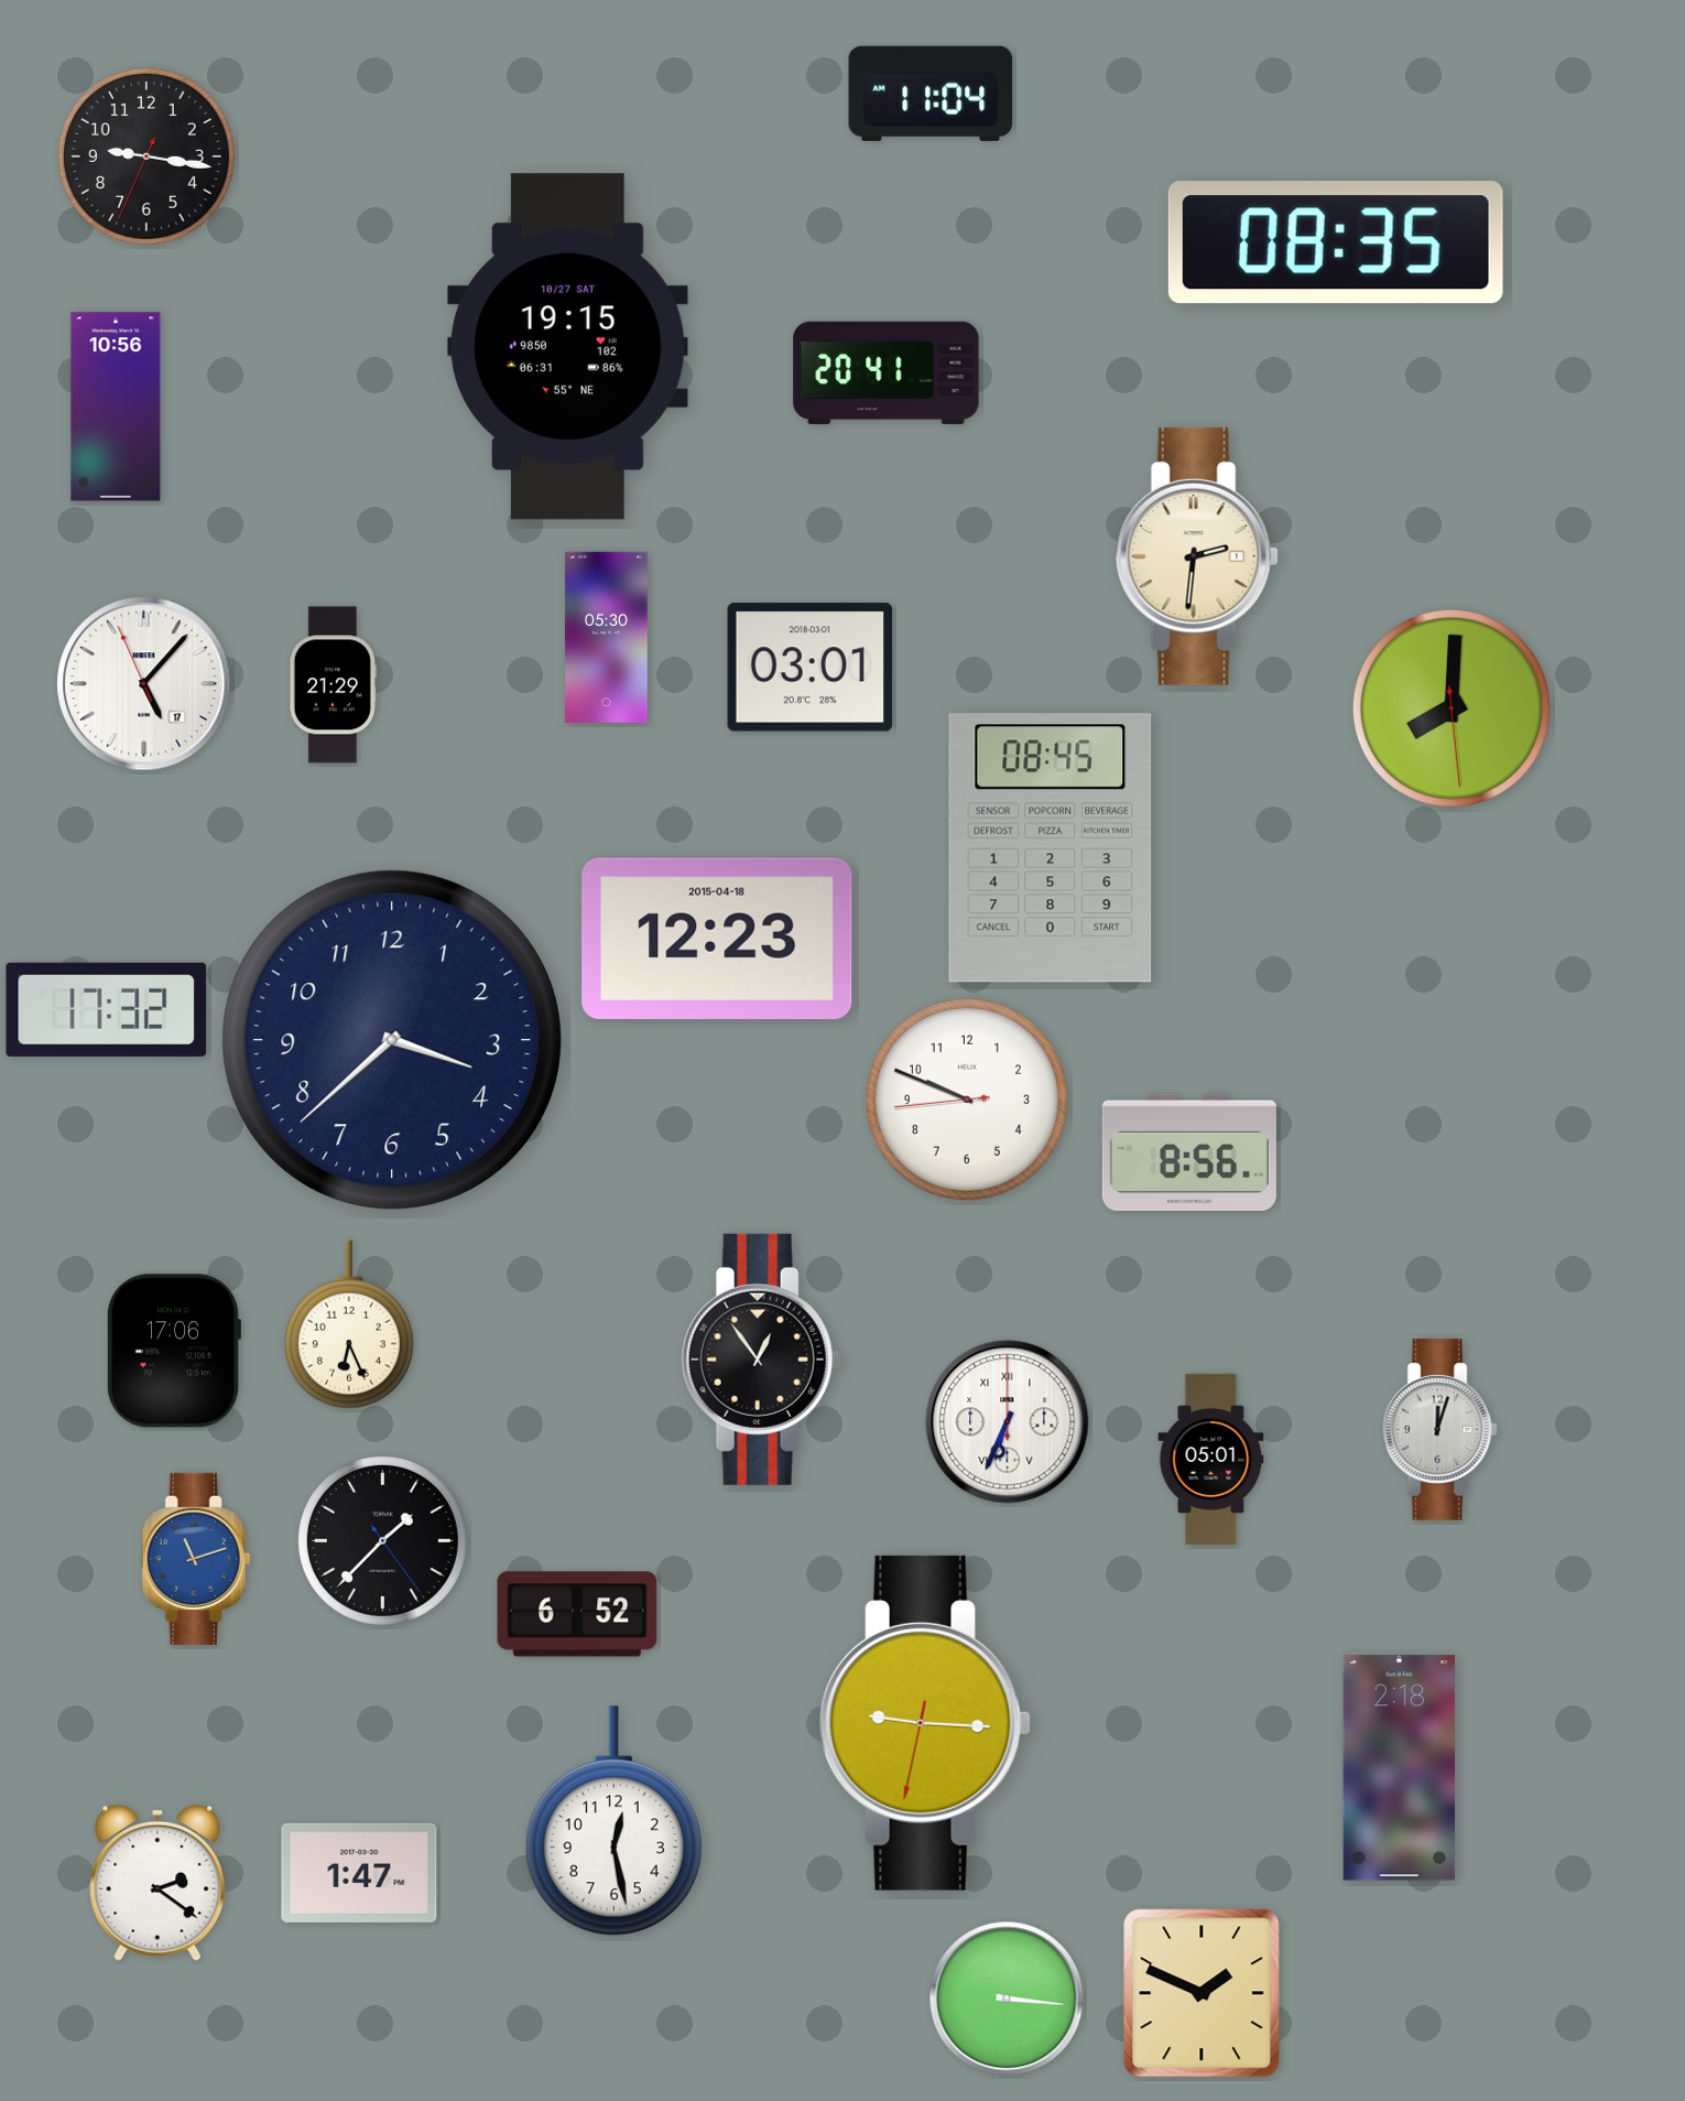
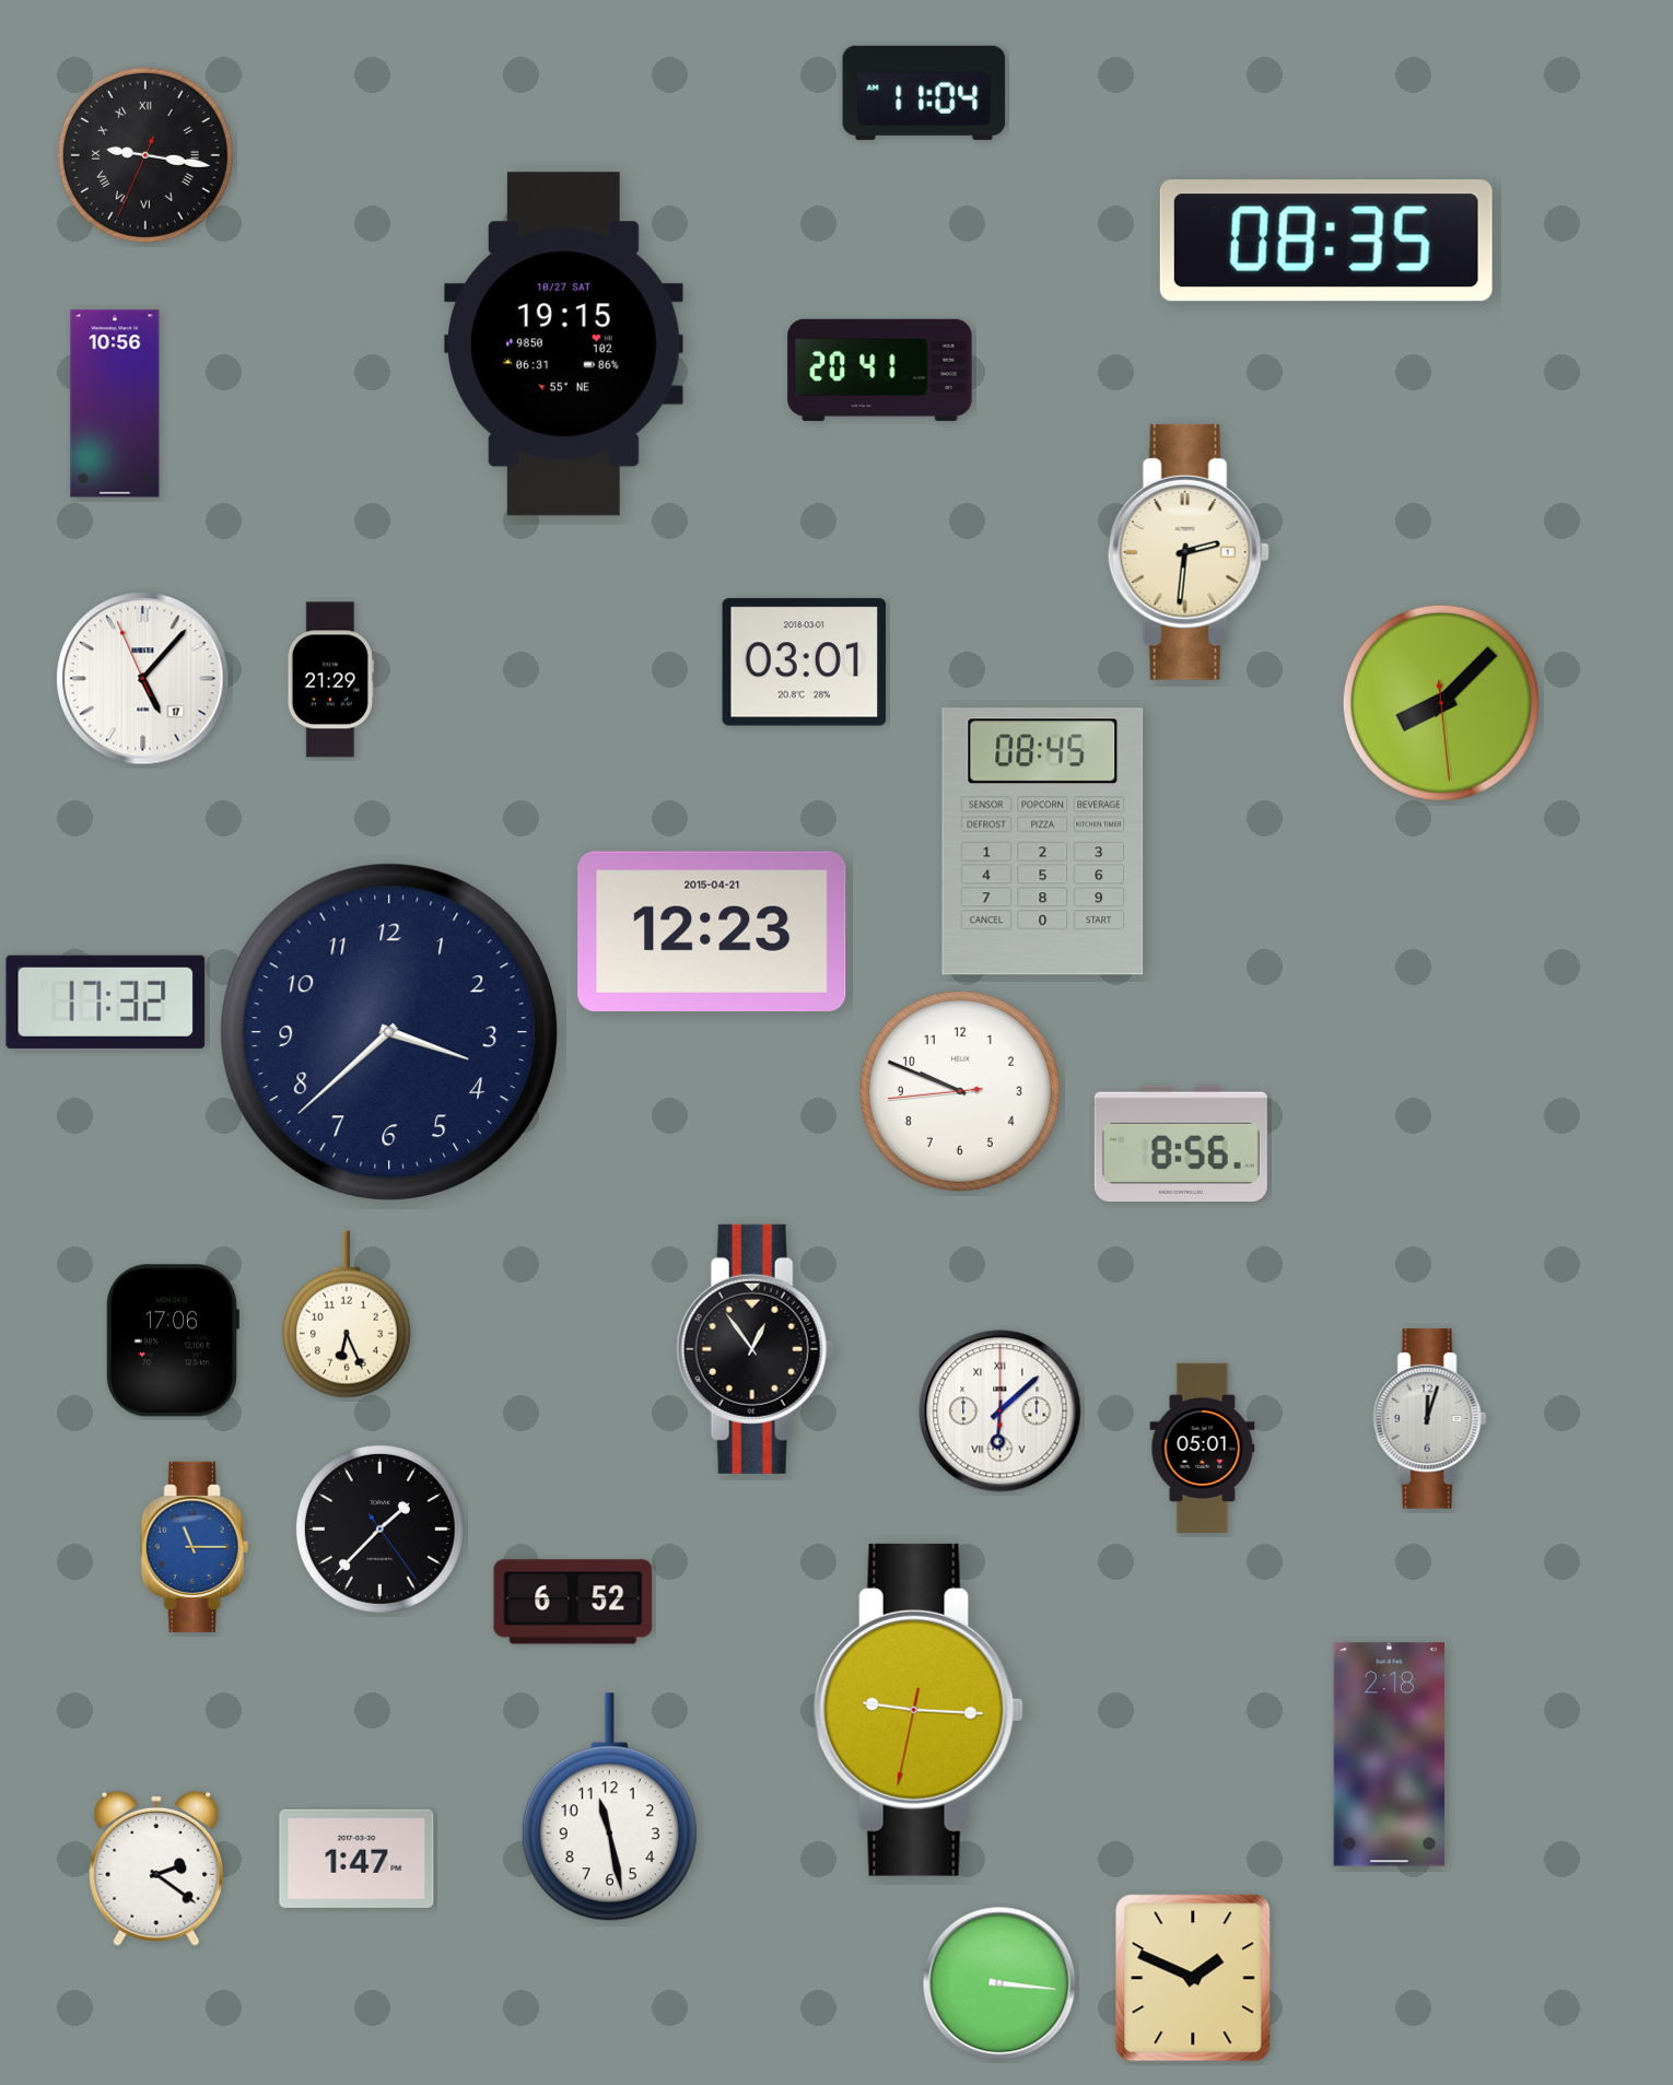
clock at (146, 156) numerals: Arabic -> Roman
clock at (607, 637): 05:30 -> none
clock at (1452, 708): 8:00 -> 8:07
clock at (717, 939) date: 2015-04-18 -> 2015-04-21
clock at (1008, 1422): 6:34 -> 6:08
clock at (196, 1559): 11:12 -> 11:15
clock at (613, 1821): 12:28 -> 11:28
